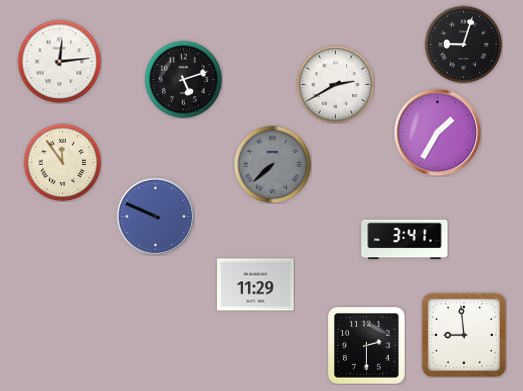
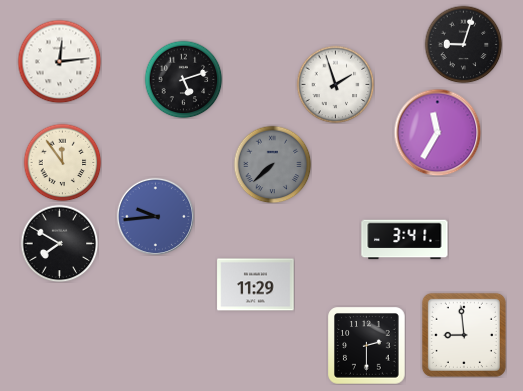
clock at (335, 84): 2:40 -> 1:57
clock at (437, 132): 1:35 -> 11:35
clock at (155, 216): 9:49 -> 9:44
clock at (59, 243): none -> 7:50
